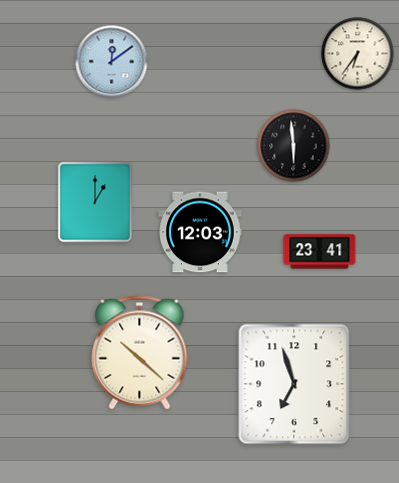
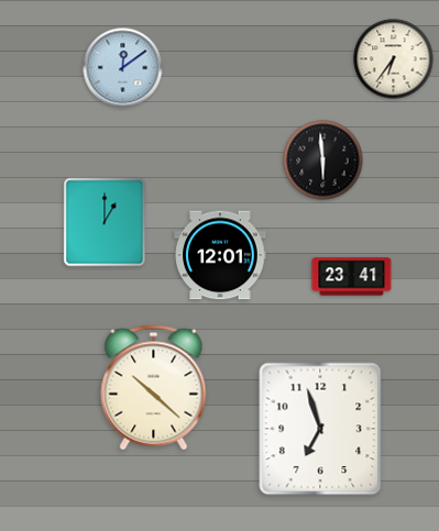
clock at (200, 232): 12:03 -> 12:01
clock at (294, 384) position: (294, 384) -> (320, 429)
